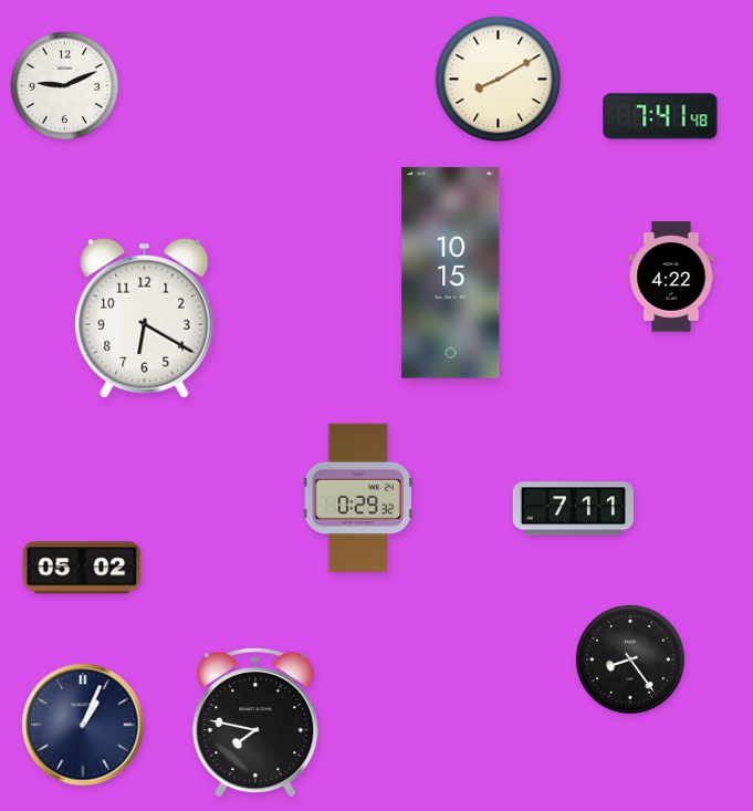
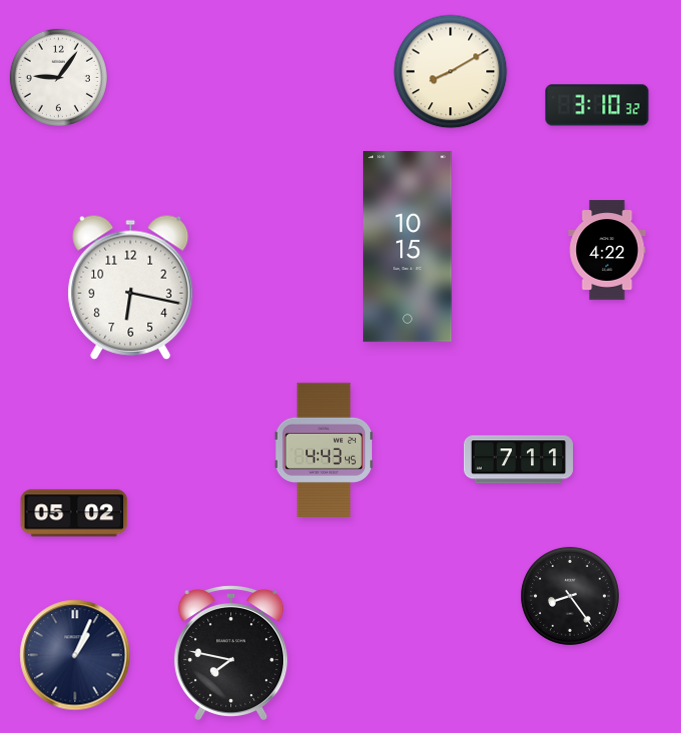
clock at (64, 85): 9:11 -> 9:06
clock at (660, 116): 7:41 -> 3:10
clock at (145, 318): 6:20 -> 6:17
clock at (358, 498): 0:29 -> 4:43
